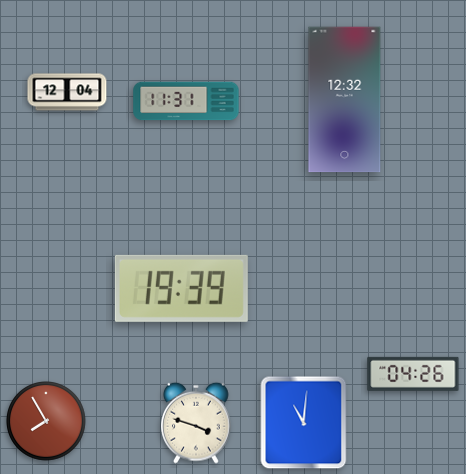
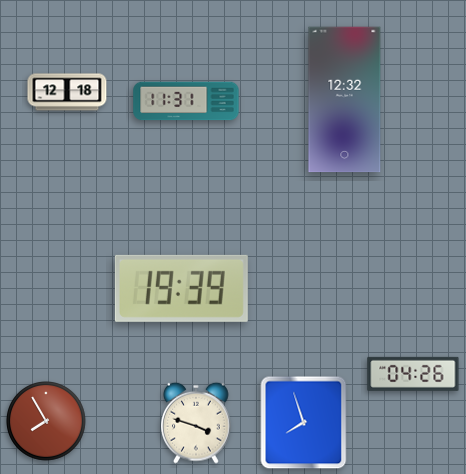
clock at (67, 92): 12:04 -> 12:18
clock at (304, 423): 11:01 -> 7:57
